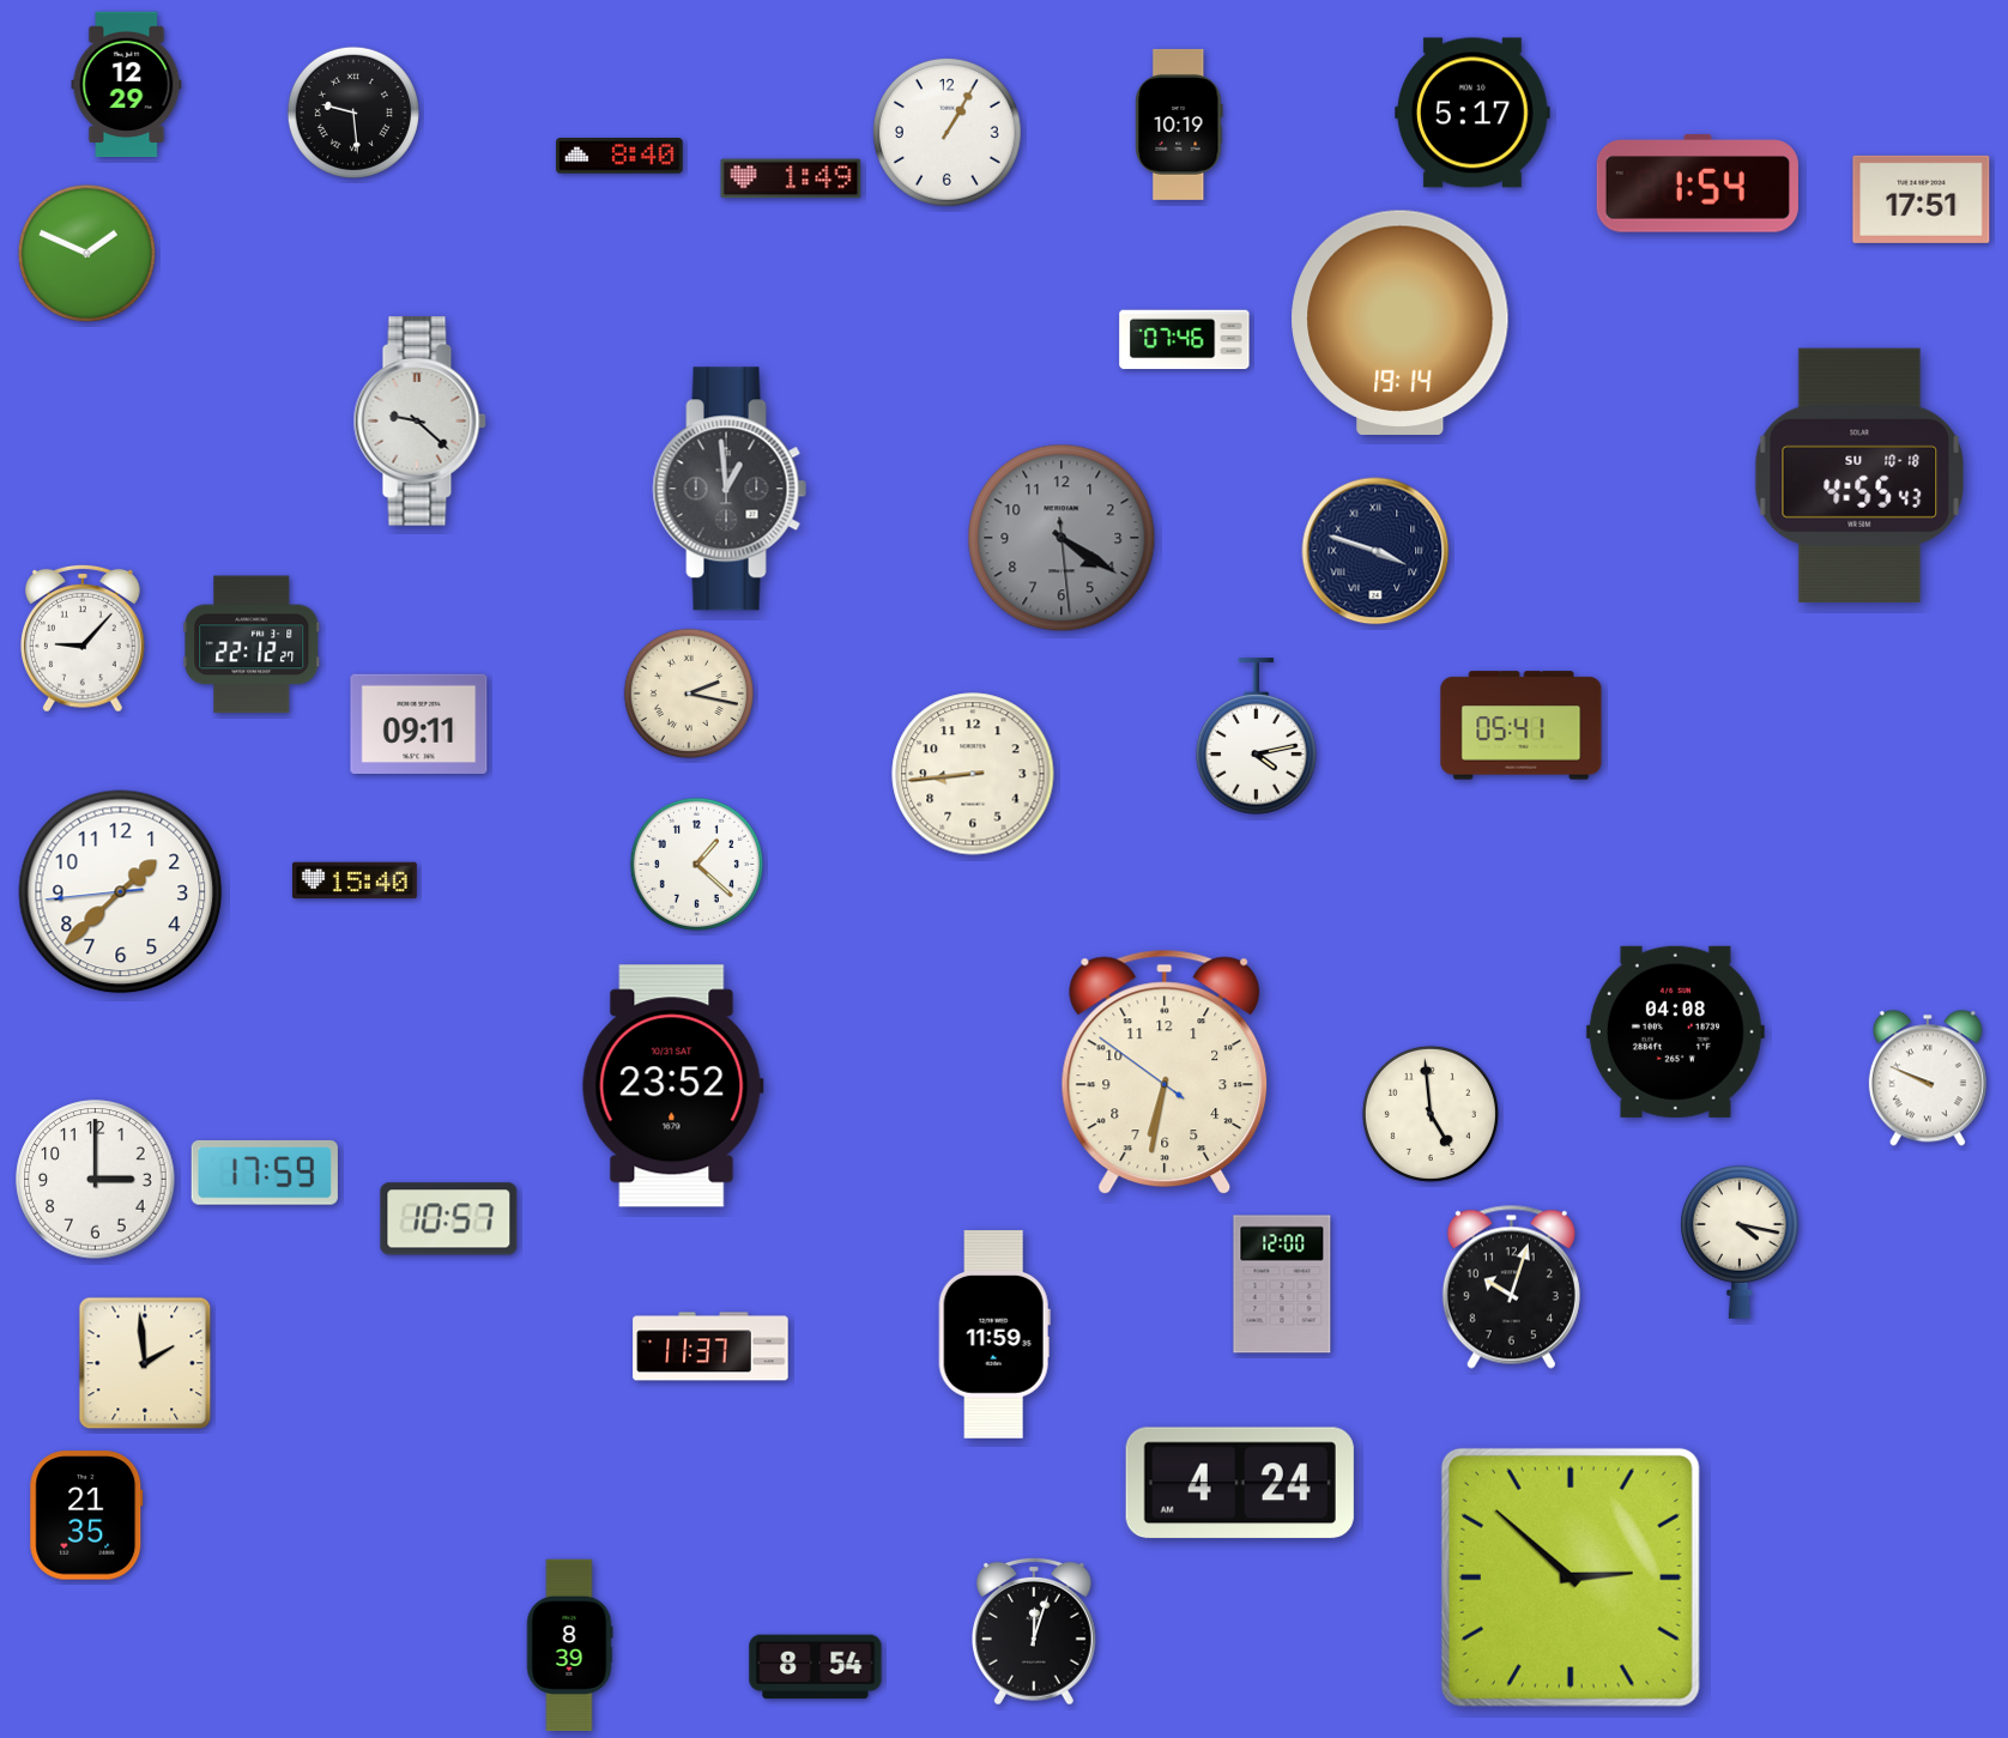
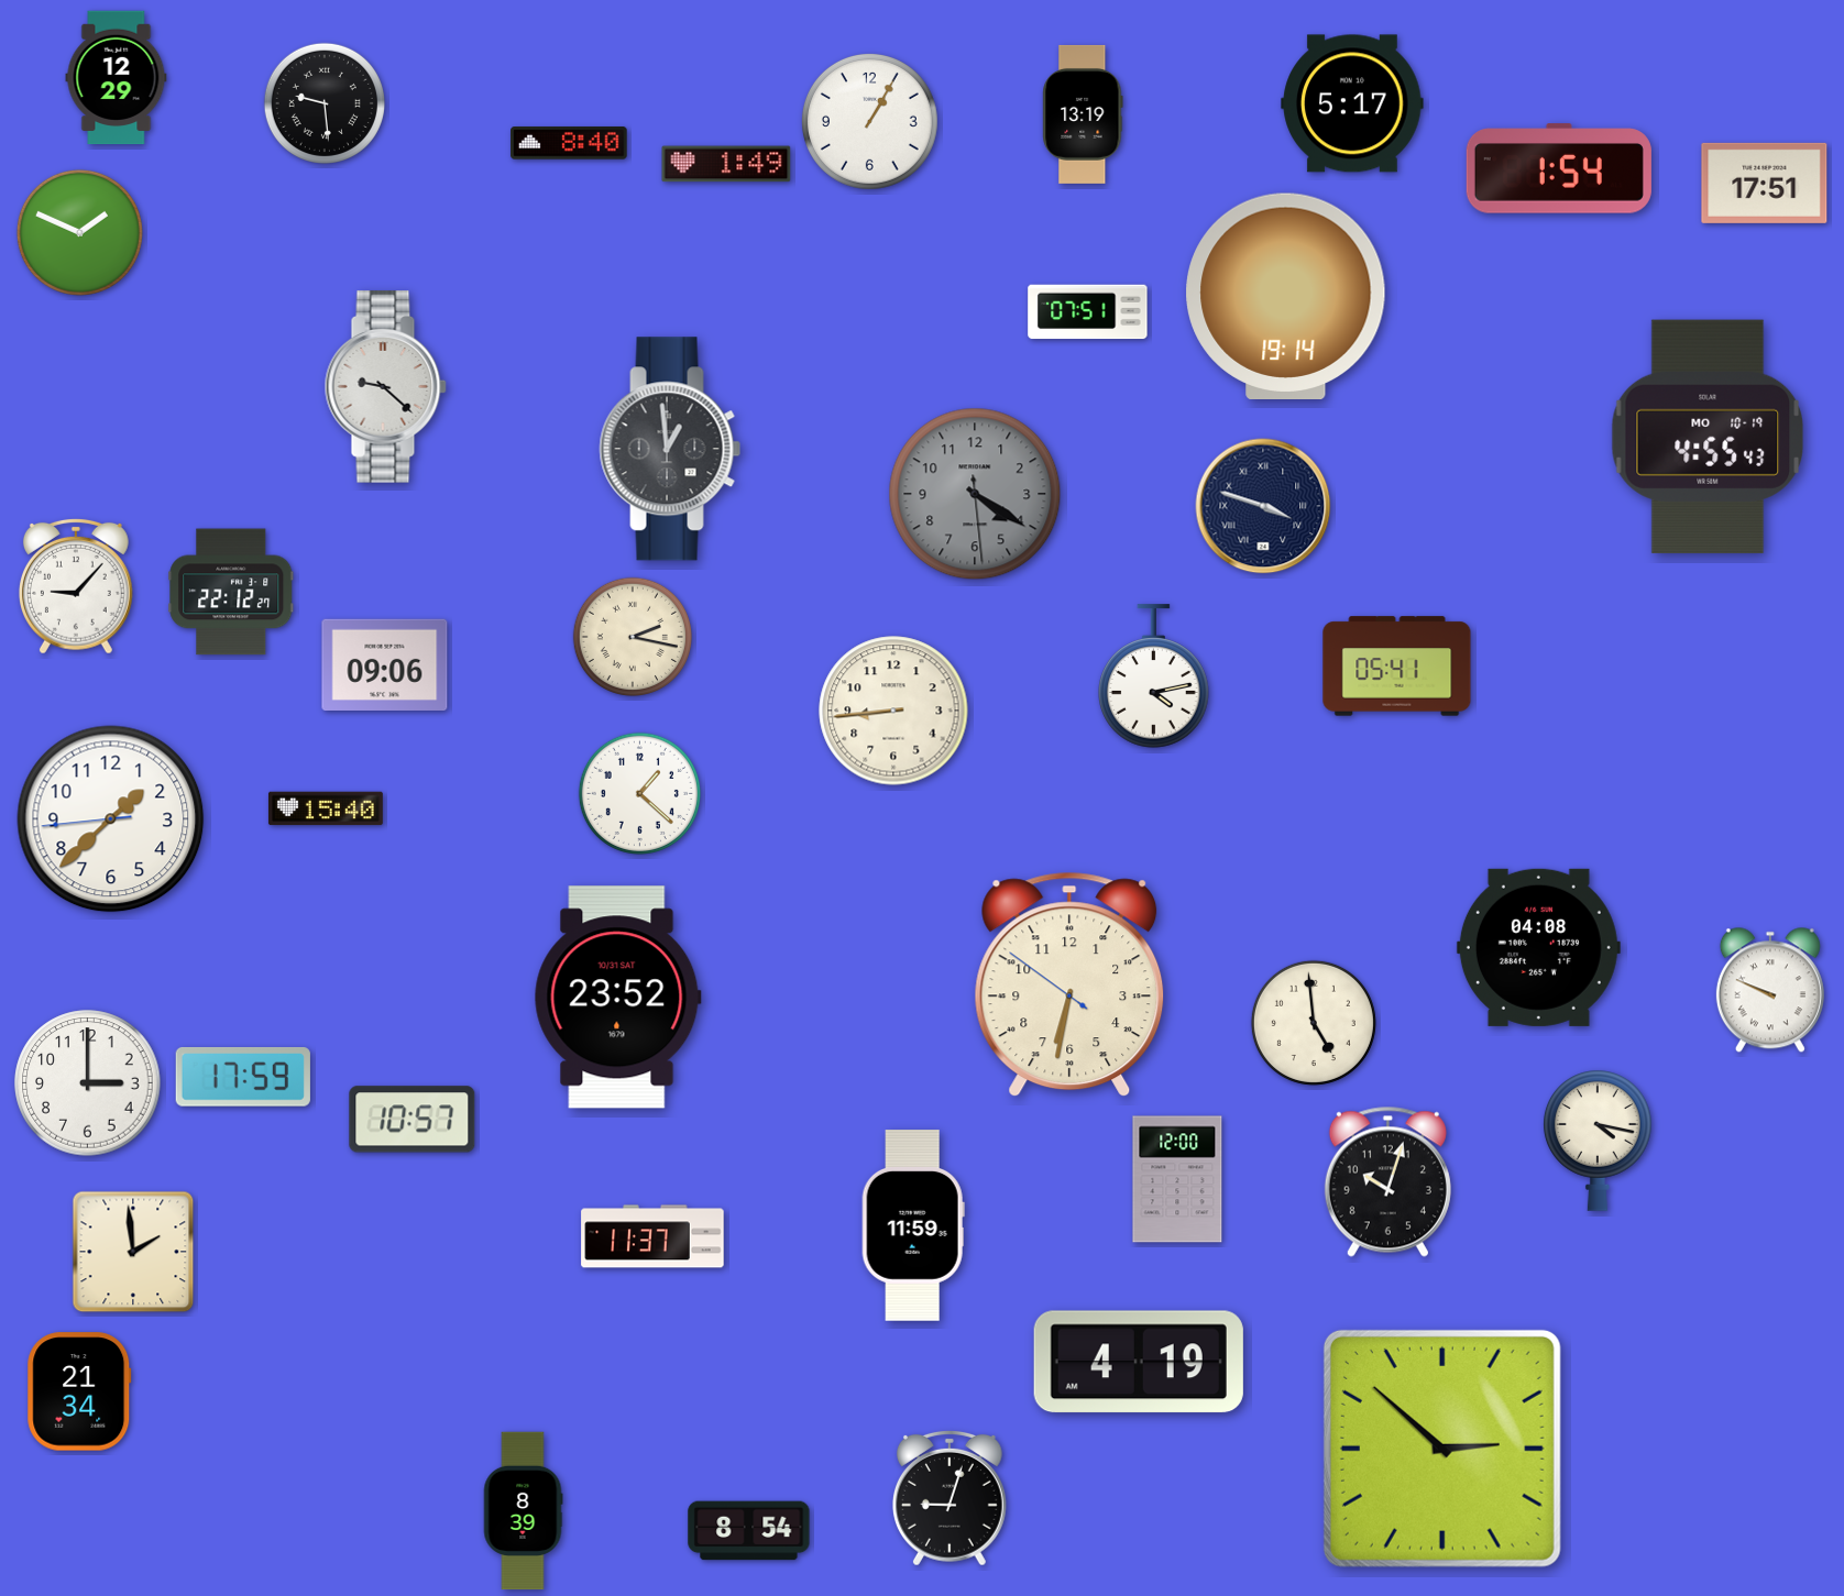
clock at (1179, 125): 10:19 -> 13:19
clock at (1185, 340): 07:46 -> 07:51
clock at (1859, 476) date: SU 10-18 -> MO 10-19
clock at (419, 723): 09:11 -> 09:06
clock at (1240, 1483): 4:24 -> 4:19
clock at (86, 1515): 21:35 -> 21:34
clock at (1034, 1631): 12:03 -> 9:03
